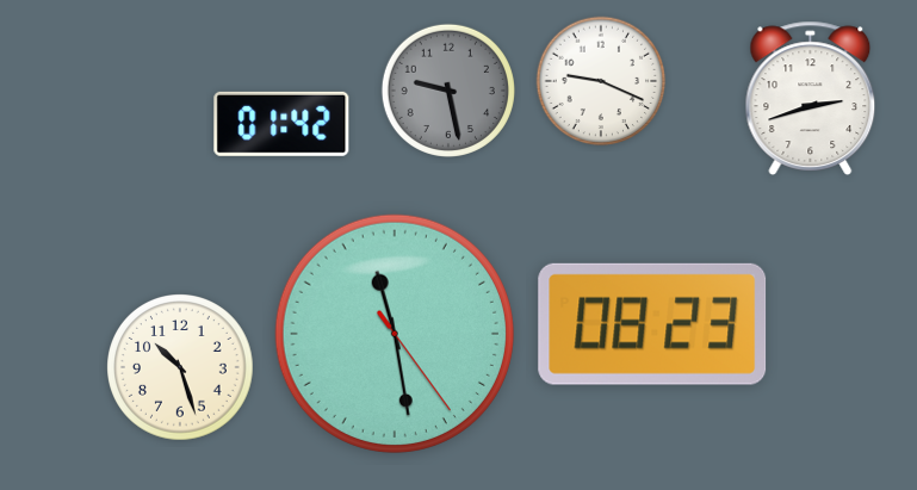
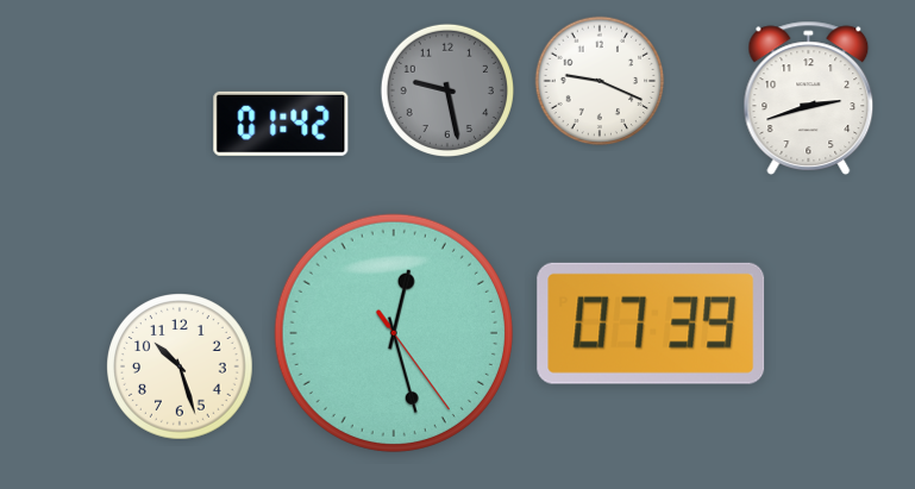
clock at (652, 324): 08:23 -> 07:39
clock at (395, 334): 11:28 -> 12:27
